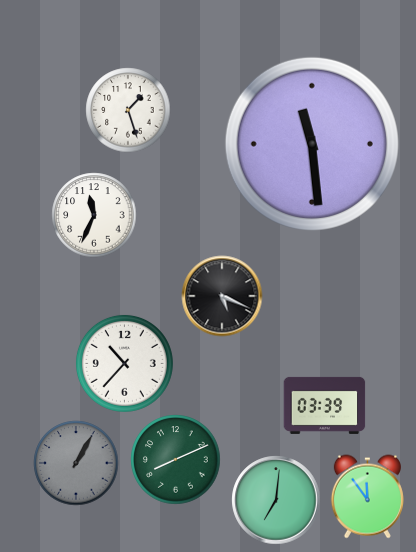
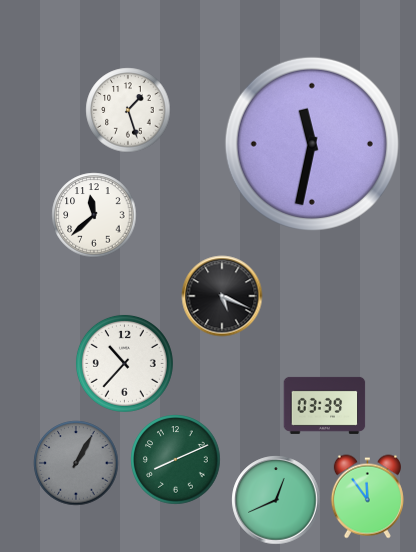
clock at (312, 144): 11:29 -> 11:32
clock at (94, 215): 11:34 -> 11:38
clock at (276, 500): 7:01 -> 12:41
